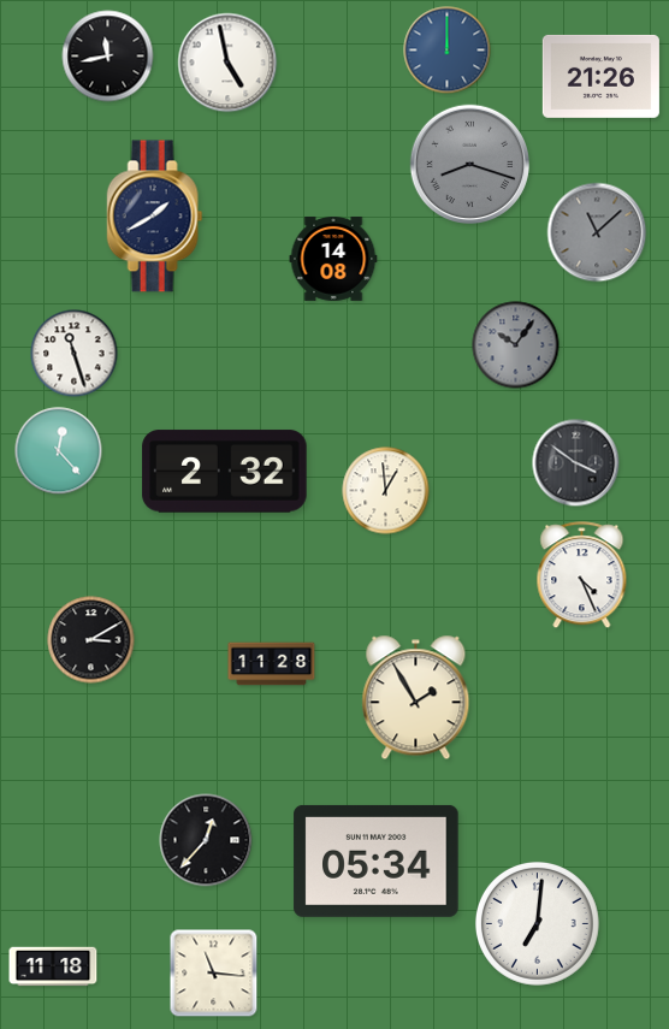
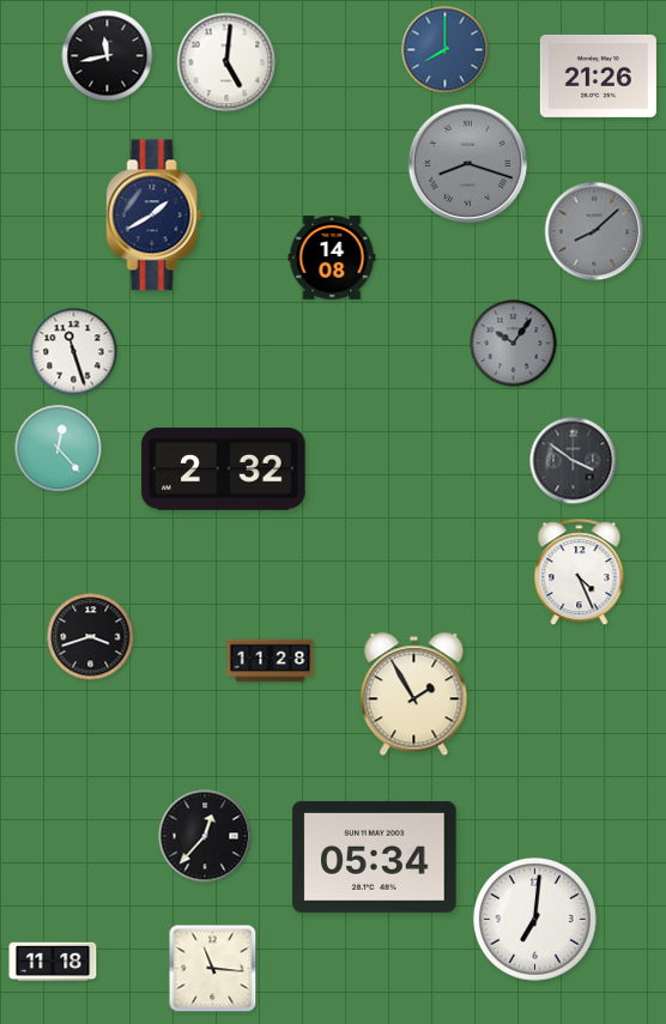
clock at (448, 51): 12:00 -> 8:00
clock at (227, 63): 4:58 -> 5:01
clock at (597, 232): 11:08 -> 8:08
clock at (386, 491): 12:59 -> none
clock at (91, 640): 3:10 -> 3:42
